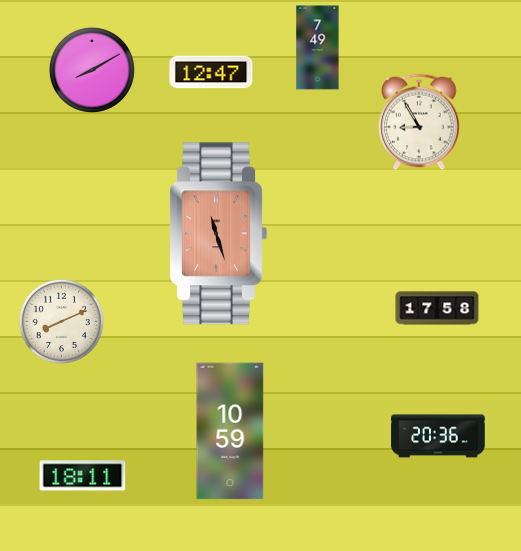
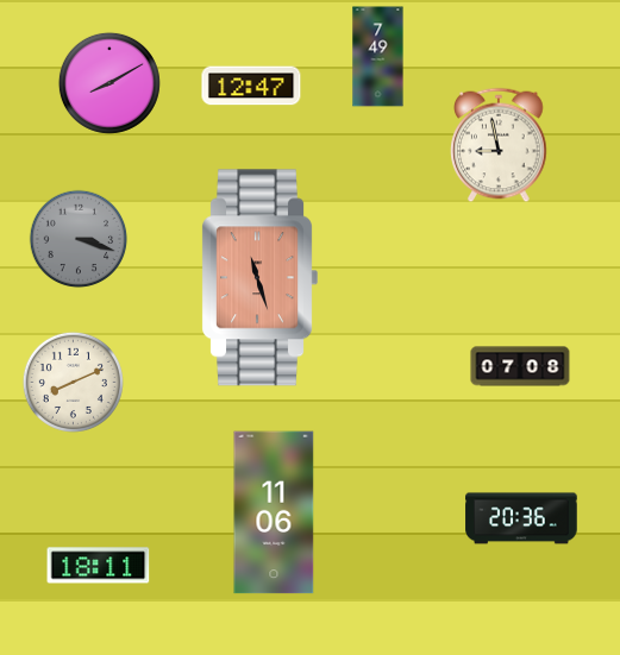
clock at (419, 122): 8:55 -> 8:58
clock at (79, 239): none -> 3:18
clock at (437, 308): 17:58 -> 07:08
clock at (230, 431): 10:59 -> 11:06
